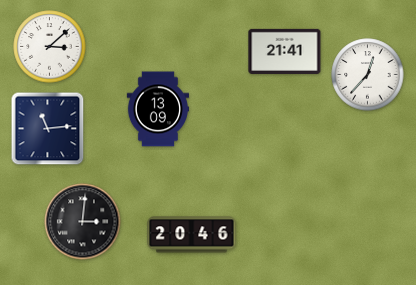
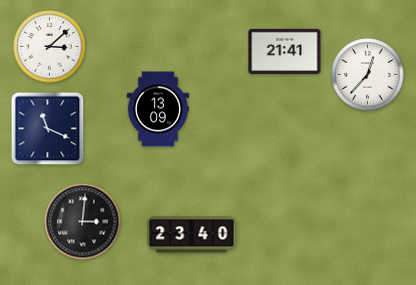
clock at (48, 129): 11:14 -> 11:19
clock at (192, 235): 20:46 -> 23:40
